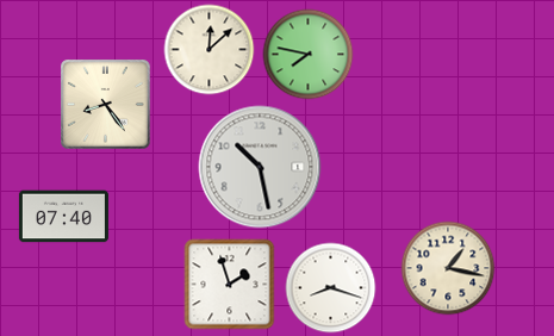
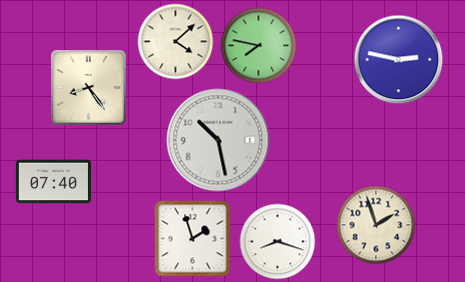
clock at (210, 50): 12:08 -> 4:08
clock at (399, 60): none -> 2:47
clock at (448, 268): 1:17 -> 1:57
